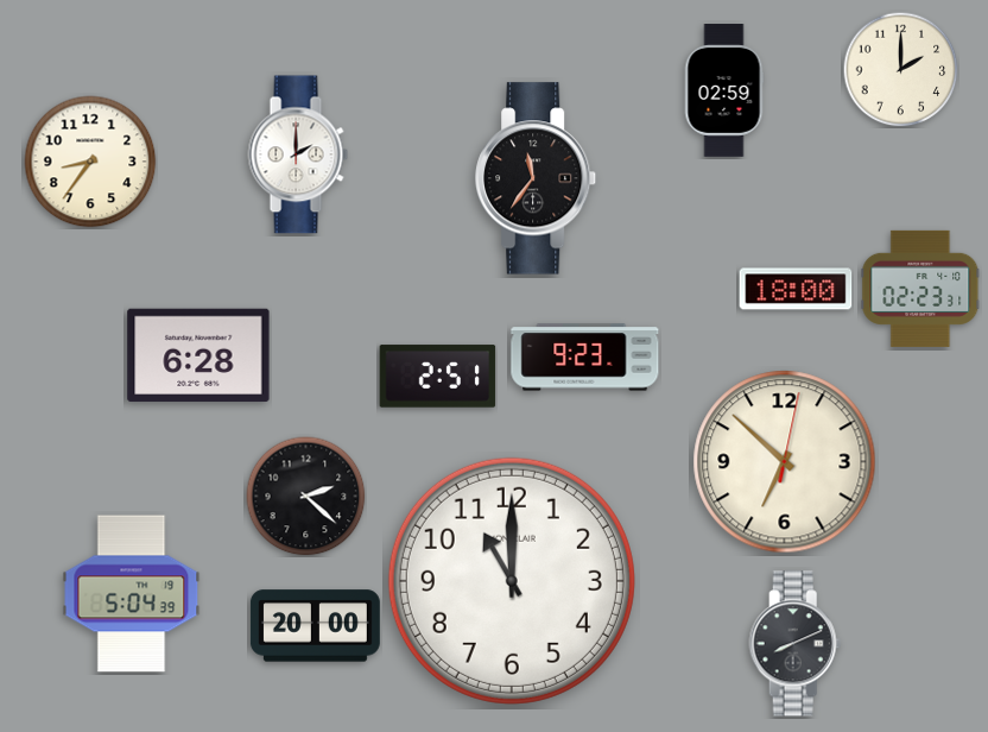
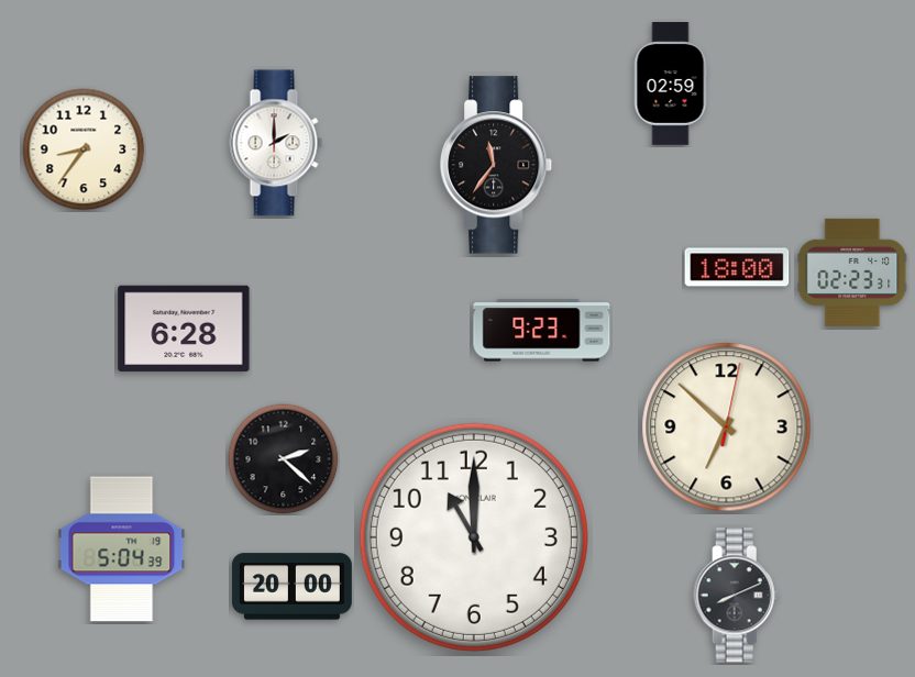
clock at (900, 69): 2:00 -> none
clock at (920, 289) position: (920, 289) -> (852, 273)
clock at (438, 377): 2:51 -> none
clock at (315, 626) position: (315, 626) -> (291, 587)
